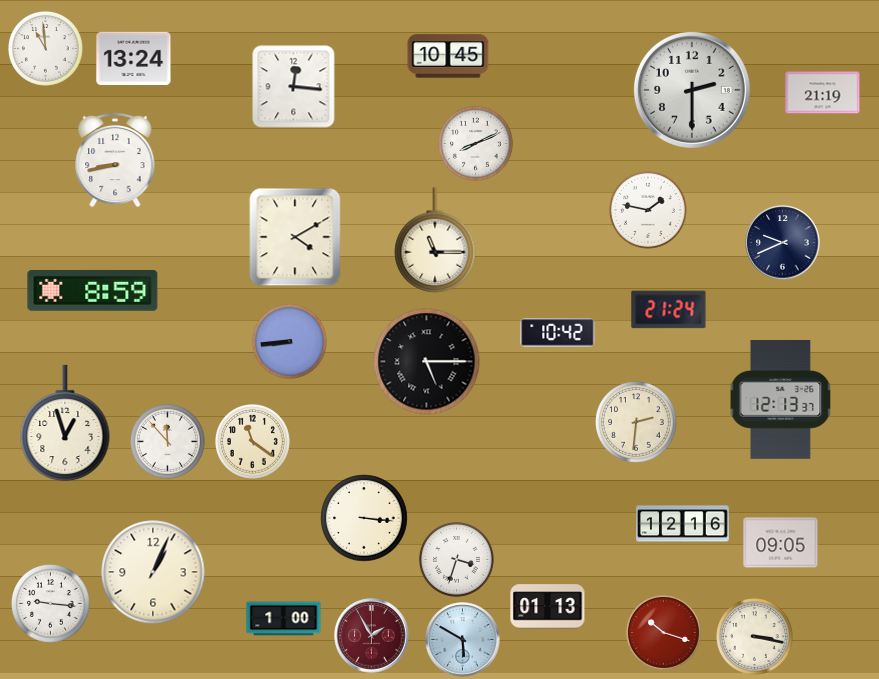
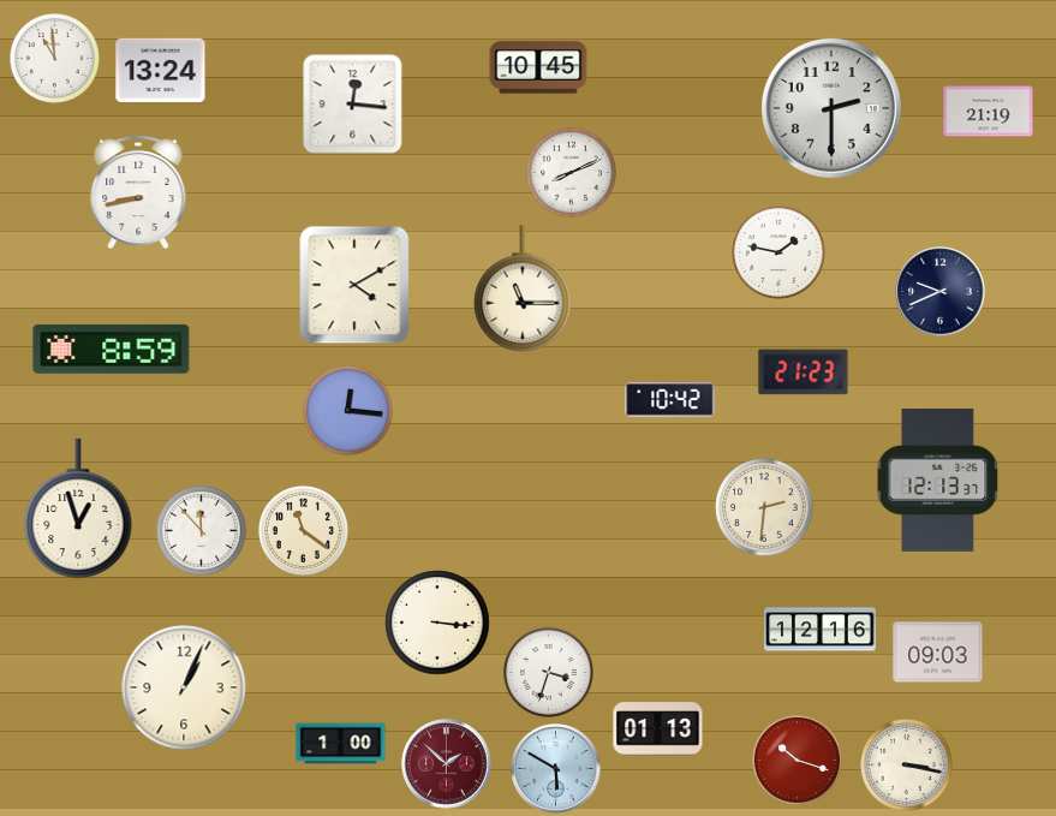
clock at (669, 310): 21:24 -> 21:23
clock at (289, 341): 8:44 -> 12:16
clock at (427, 362): 5:15 -> none
clock at (781, 543): 09:05 -> 09:03
clock at (51, 604): 9:16 -> none
clock at (372, 636): 1:55 -> 1:52
